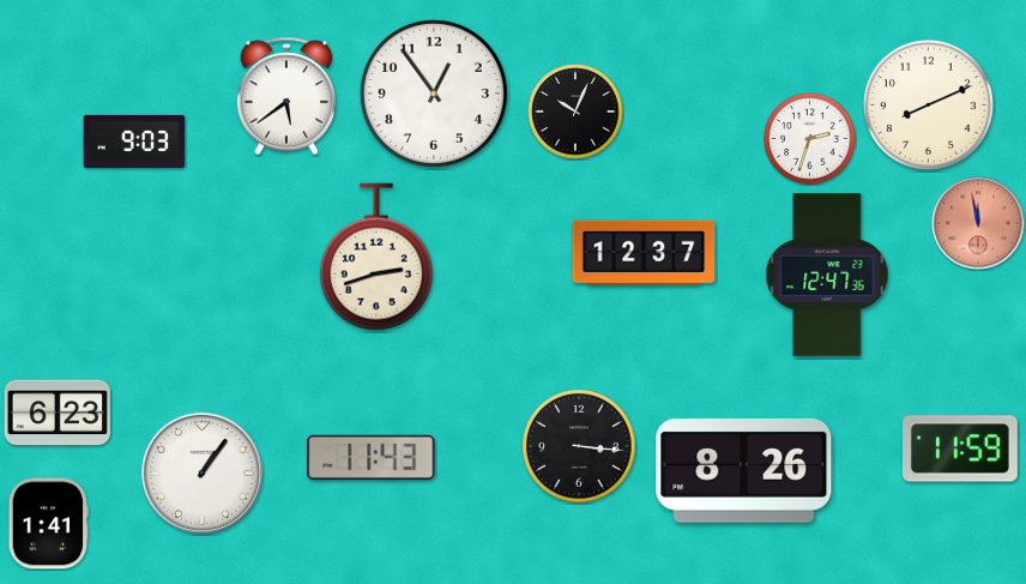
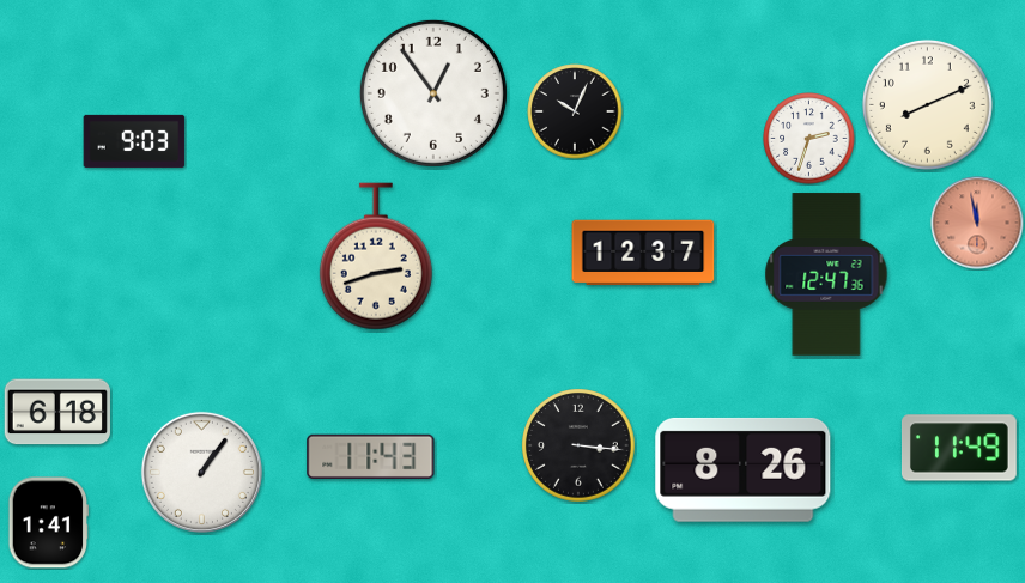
clock at (286, 96): 5:39 -> none
clock at (56, 413): 6:23 -> 6:18
clock at (960, 448): 11:59 -> 11:49
